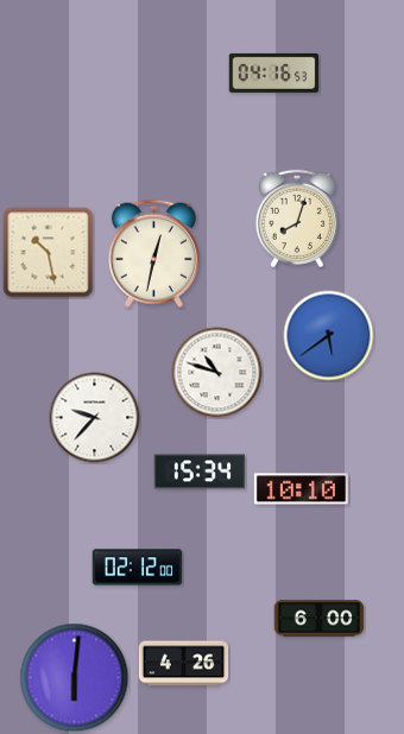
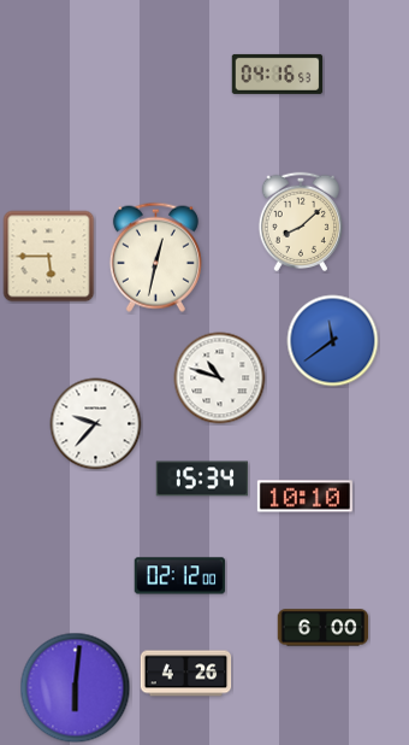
clock at (296, 219): 8:03 -> 8:08
clock at (49, 253): 10:28 -> 5:45
clock at (329, 336): 5:39 -> 11:39
clock at (138, 568) position: (138, 568) -> (180, 576)
